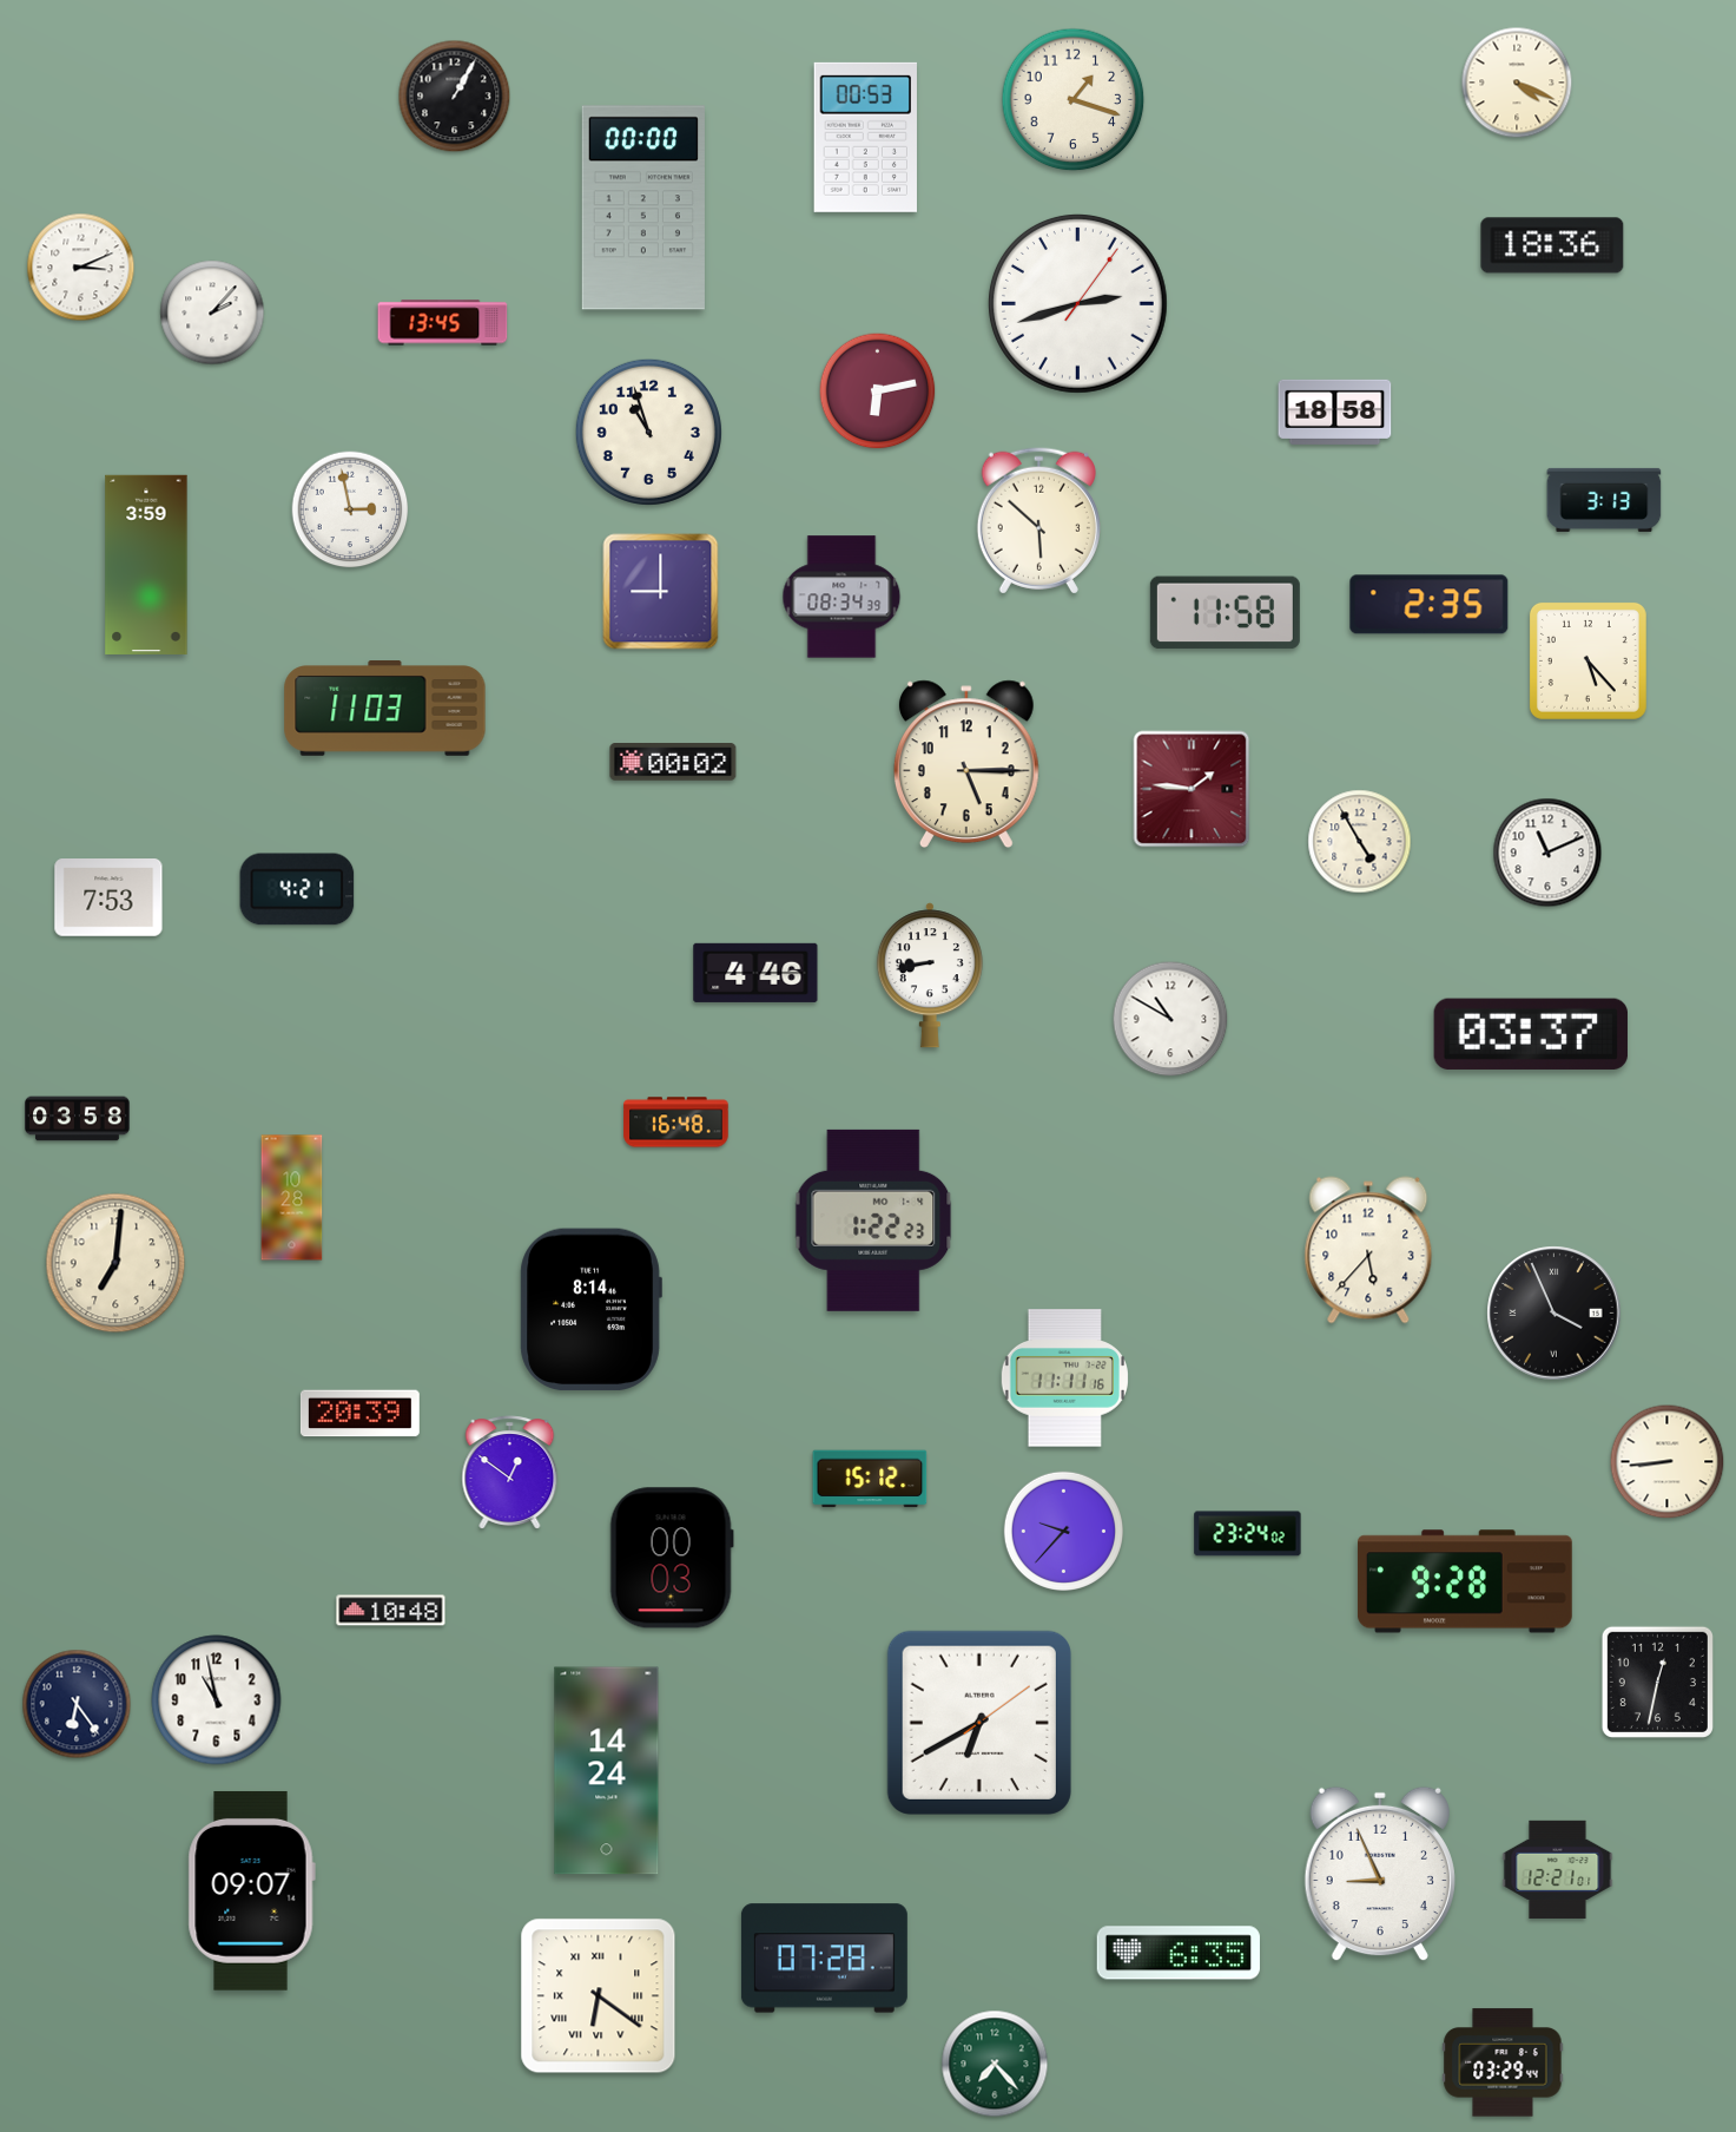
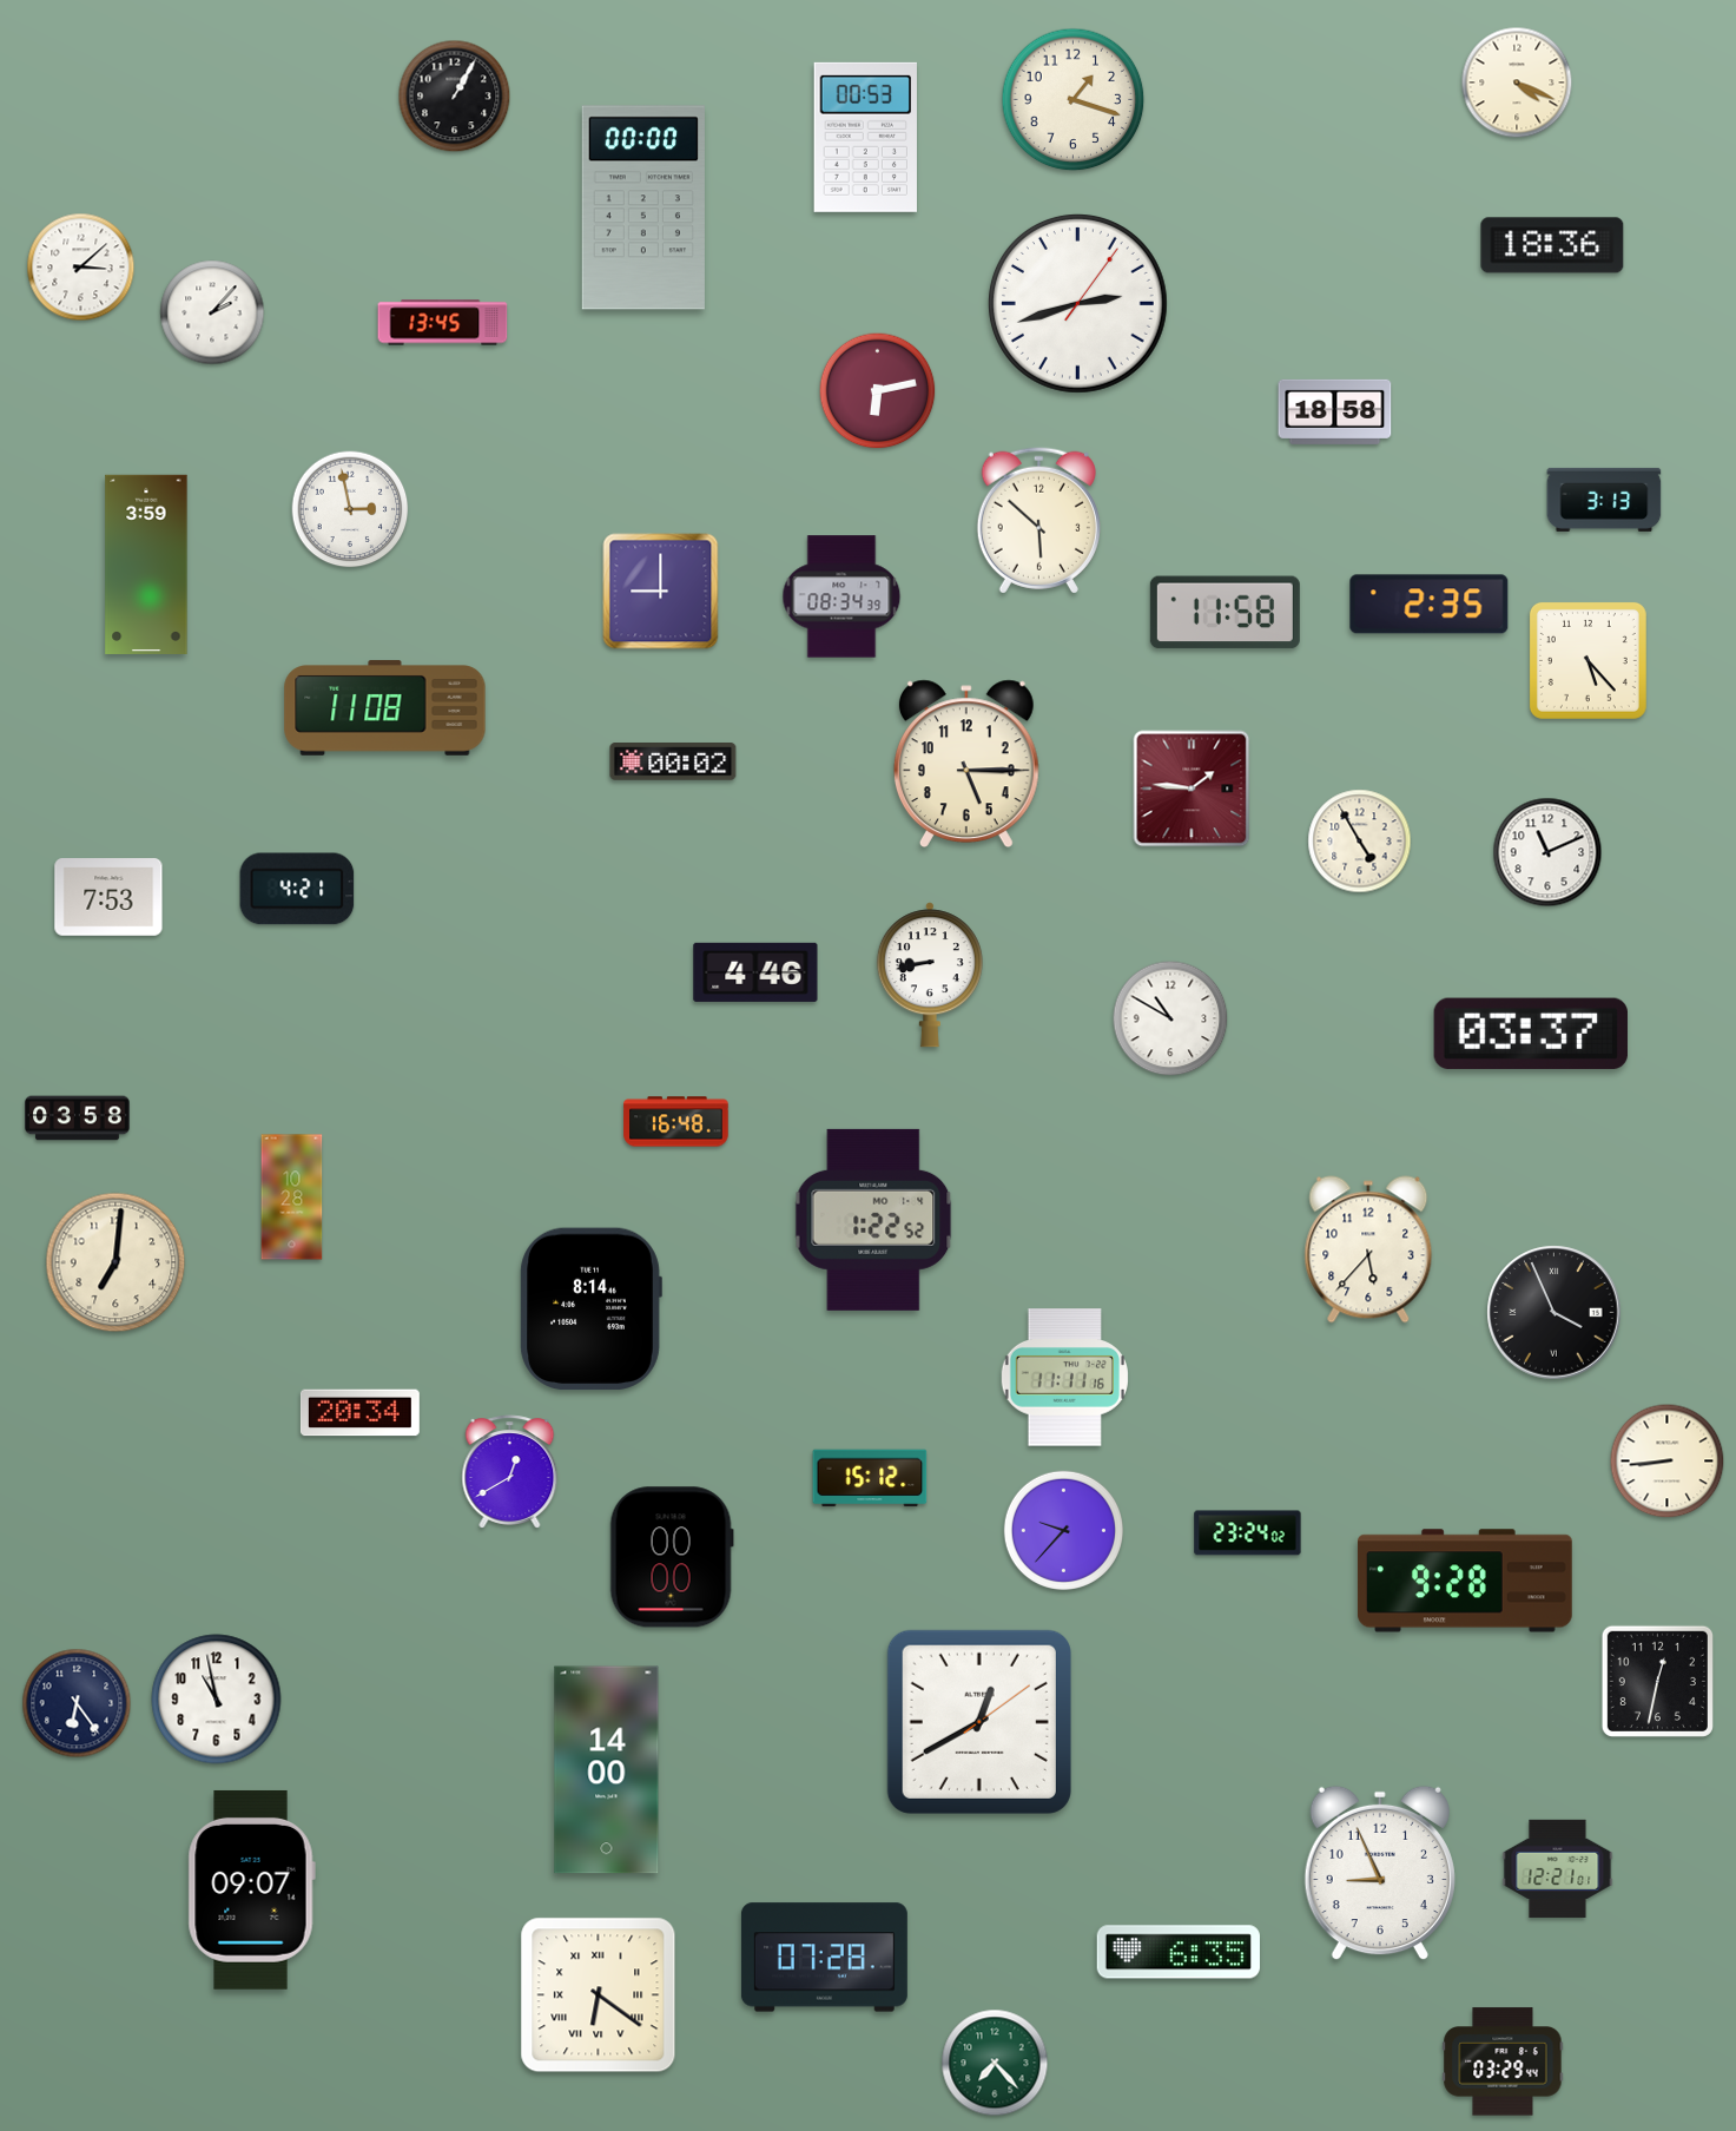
clock at (81, 268): 3:11 -> 3:08
clock at (648, 432): 10:57 -> none
clock at (385, 709): 11:03 -> 11:08
clock at (873, 1220): 1:22:23 -> 1:22:52
clock at (359, 1414): 20:39 -> 20:34
clock at (510, 1473): 12:51 -> 12:40
clock at (672, 1558): 00:03 -> 00:00
clock at (391, 1611): 10:48 -> none
clock at (979, 1723): 6:40 -> 12:40
clock at (607, 1771): 14:24 -> 14:00
